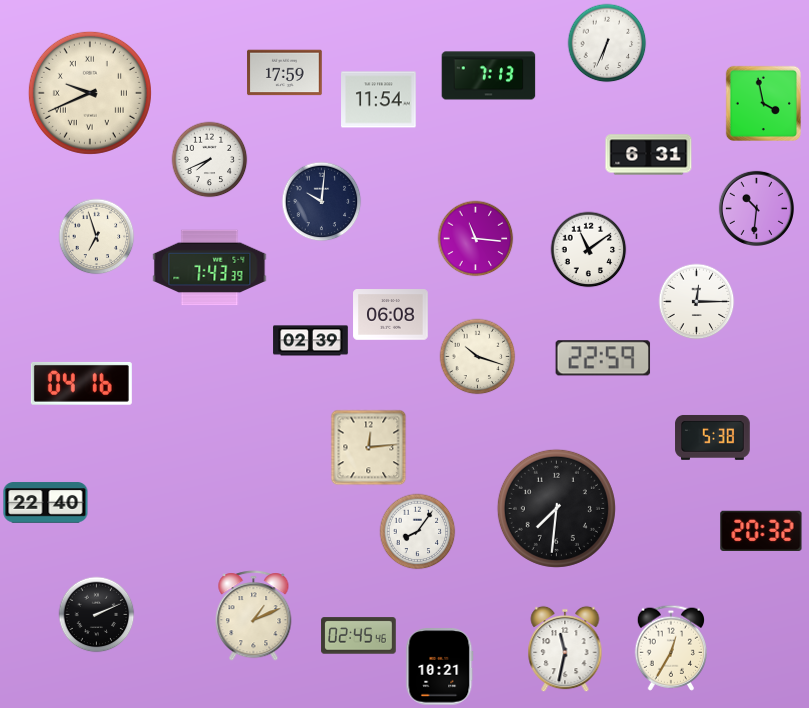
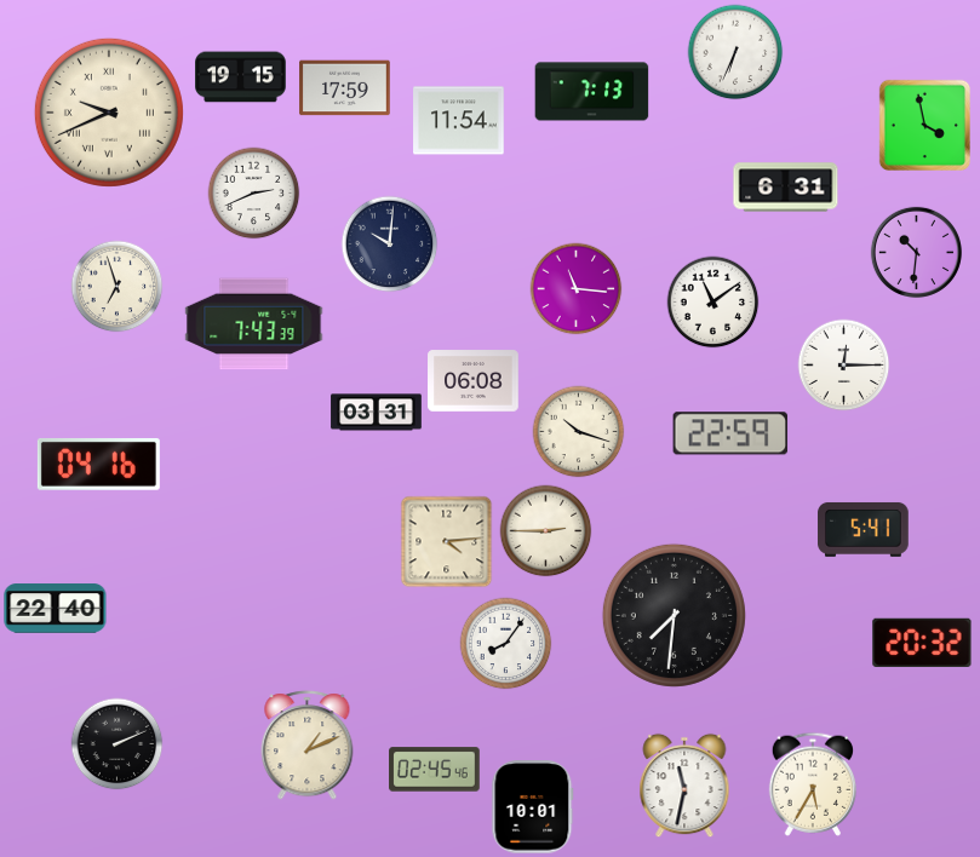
clock at (241, 77): none -> 19:15
clock at (210, 160): 7:41 -> 2:41
clock at (311, 341): 02:39 -> 03:31
clock at (713, 437): 5:38 -> 5:41
clock at (546, 531): none -> 2:45
clock at (369, 448): 12:14 -> 4:14
clock at (670, 648): 12:35 -> 5:35
clock at (440, 667): 10:21 -> 10:01
